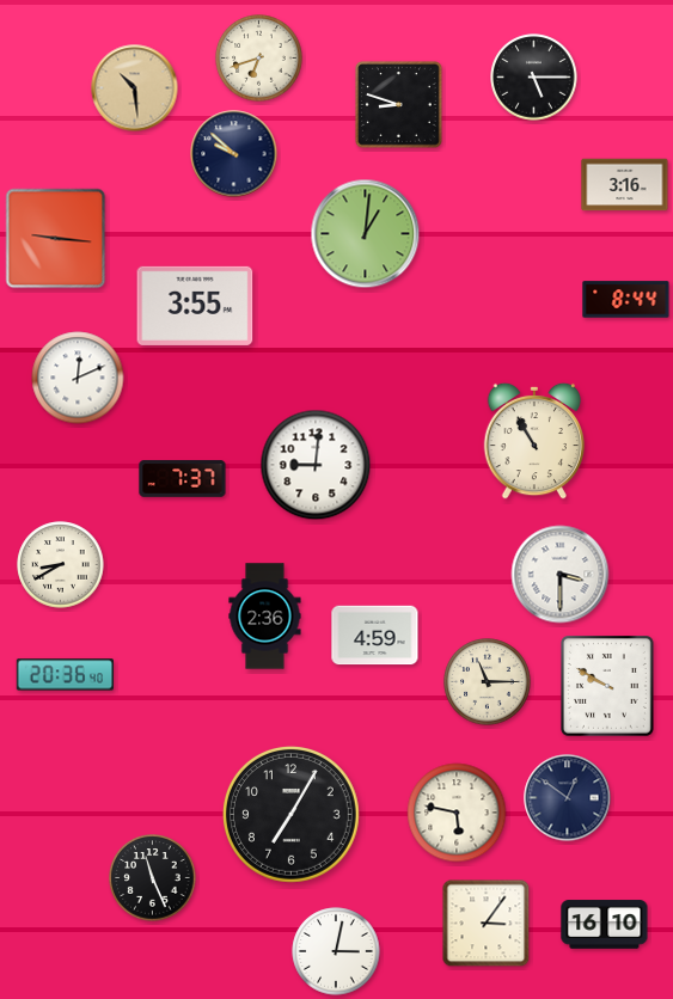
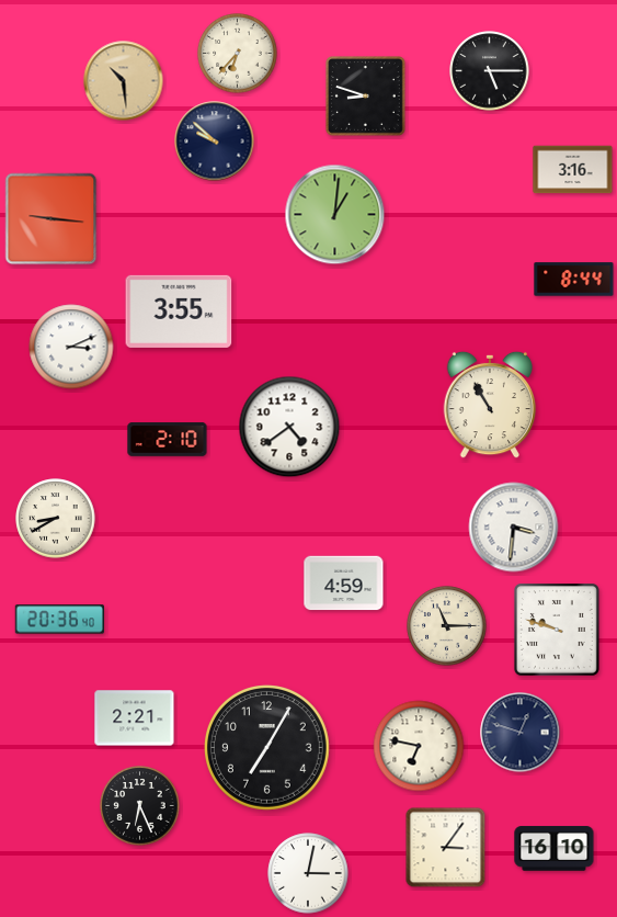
clock at (259, 59): 6:42 -> 6:37
clock at (626, 300) position: (626, 300) -> (574, 280)
clock at (195, 306) position: (195, 306) -> (179, 312)
clock at (78, 378): 12:11 -> 3:11
clock at (316, 465): 9:01 -> 4:39
clock at (183, 479): 7:37 -> 2:10
clock at (561, 575): 3:30 -> 3:31
clock at (265, 617): 2:36 -> none
clock at (607, 687): 9:50 -> 9:48
clock at (135, 718): none -> 2:21
clock at (568, 798): 12:51 -> 12:48
clock at (457, 813): 5:47 -> 6:47
clock at (153, 878): 11:26 -> 6:26
